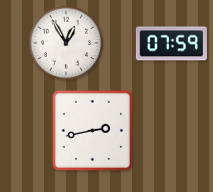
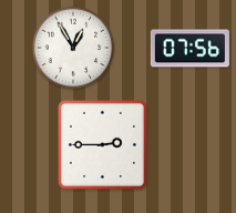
clock at (171, 44): 07:59 -> 07:56
clock at (92, 130): 2:43 -> 2:45
